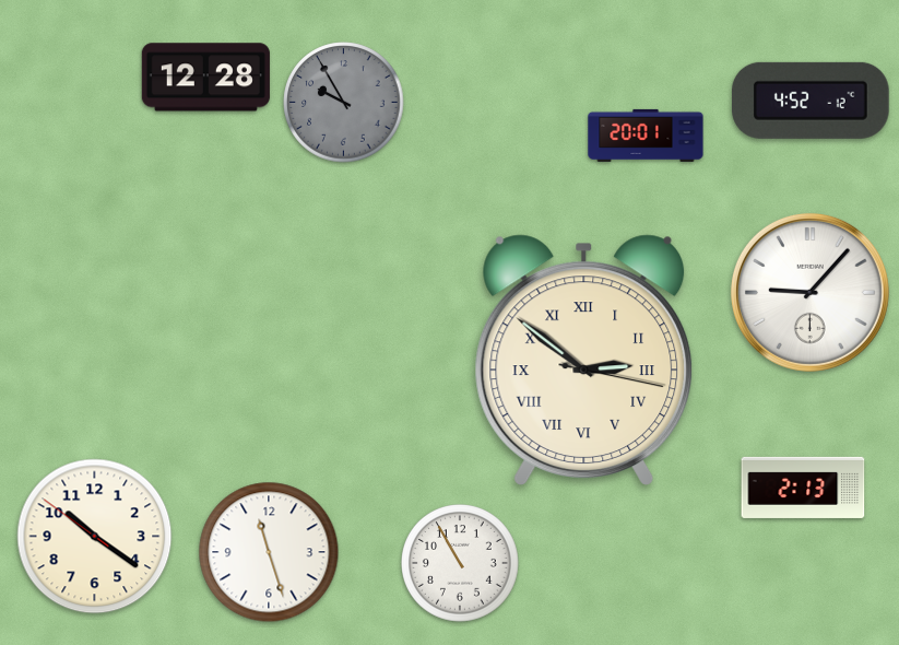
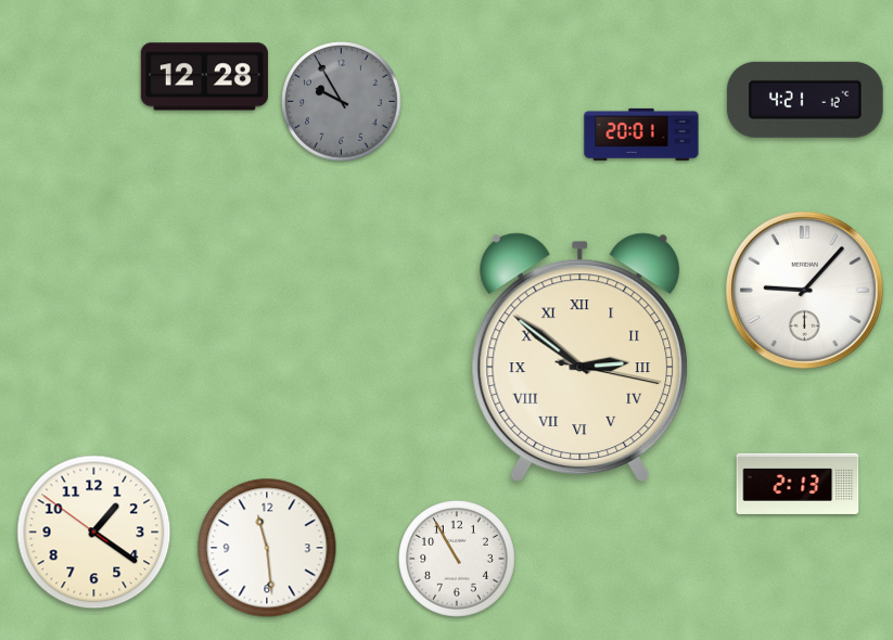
clock at (811, 101): 4:52 -> 4:21
clock at (95, 537): 10:20 -> 1:20
clock at (269, 552): 11:27 -> 11:29
